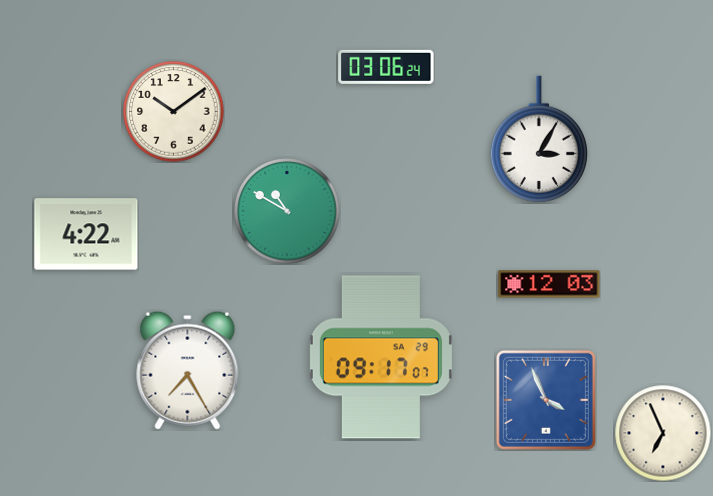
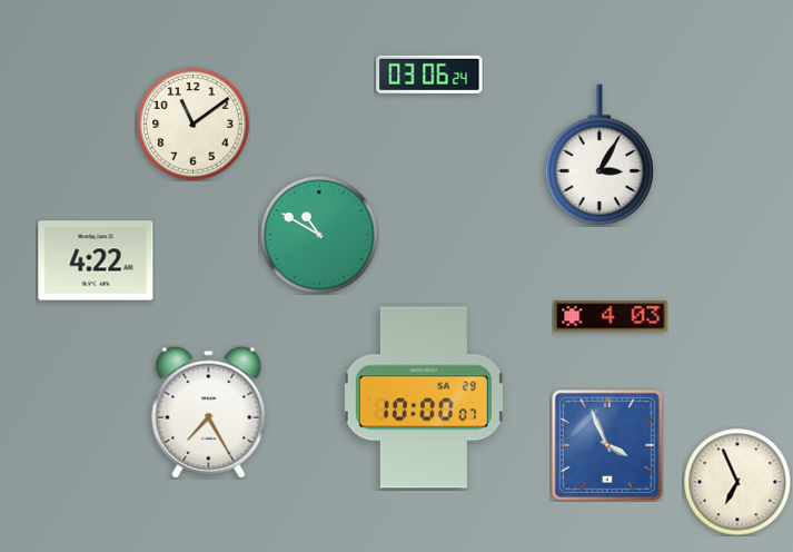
clock at (174, 112): 10:09 -> 11:09
clock at (549, 284): 12:03 -> 4:03
clock at (381, 357): 09:17 -> 10:00
